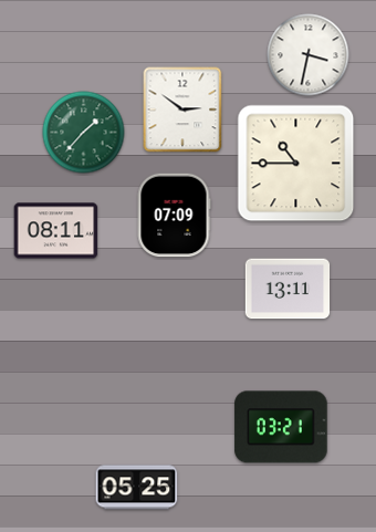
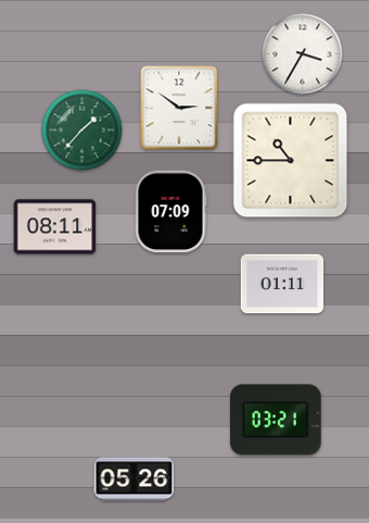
clock at (309, 55): 3:32 -> 3:35
clock at (288, 289): 13:11 -> 01:11
clock at (137, 488): 05:25 -> 05:26
